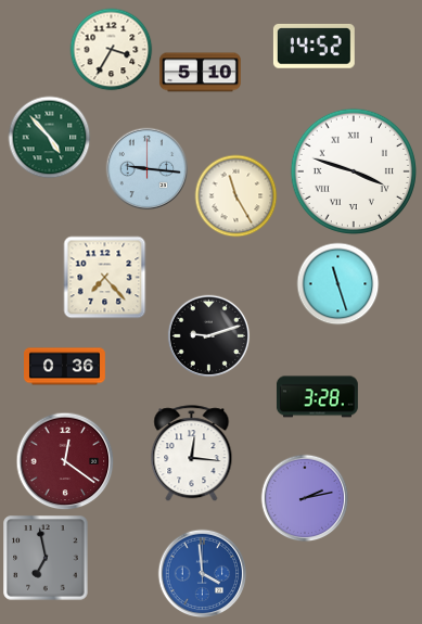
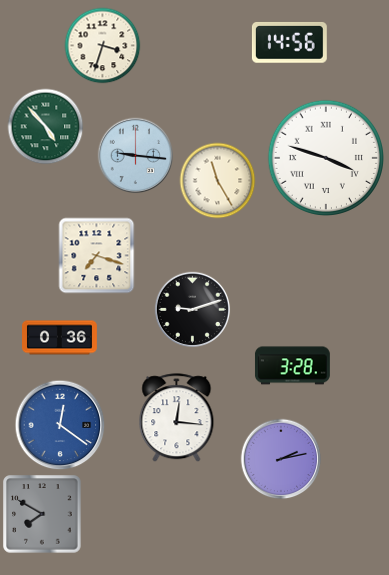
clock at (314, 46): 14:52 -> 14:56
clock at (112, 50): 3:35 -> 3:33
clock at (201, 73): 5:10 -> none
clock at (105, 278): 7:23 -> 7:18
clock at (338, 284): 11:27 -> none
clock at (65, 461) dial: burgundy -> blue
clock at (46, 558): 6:58 -> 7:50
clock at (203, 574): 3:59 -> none
